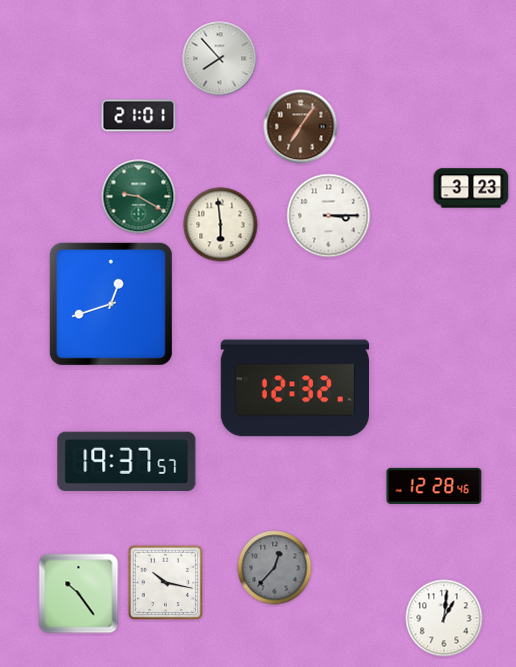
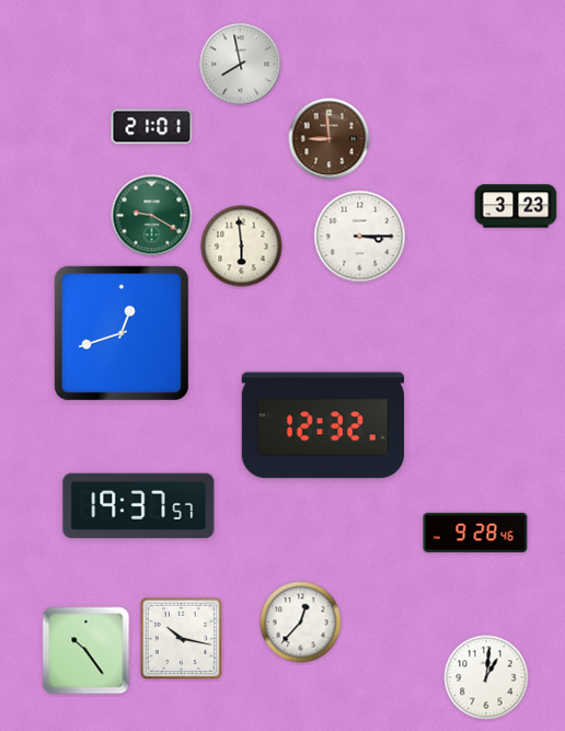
clock at (220, 59): 7:53 -> 7:58
clock at (301, 127): 7:06 -> 8:59
clock at (434, 486): 12:28 -> 9:28
clock at (275, 568) dial: grey -> white
